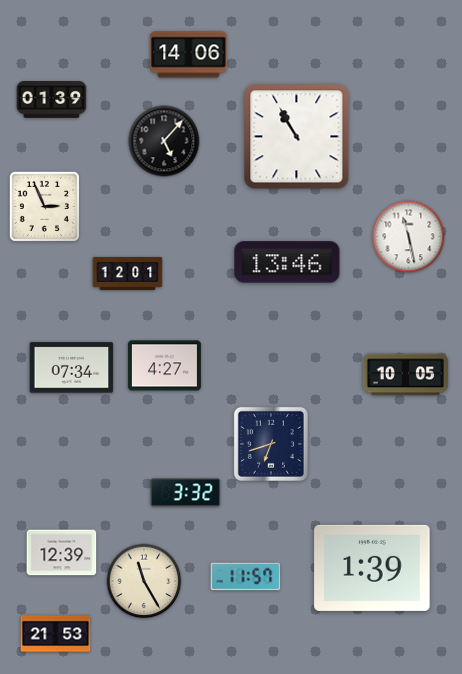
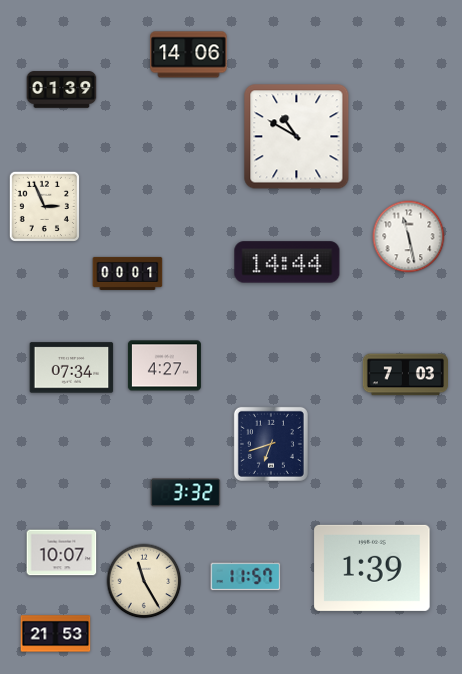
clock at (52, 100) position: (52, 100) -> (62, 90)
clock at (297, 137): 10:55 -> 10:50
clock at (164, 141): 5:07 -> none
clock at (287, 262): 13:46 -> 14:44
clock at (128, 273): 12:01 -> 00:01
clock at (405, 375): 10:05 -> 7:03
clock at (62, 553): 12:39 -> 10:07
